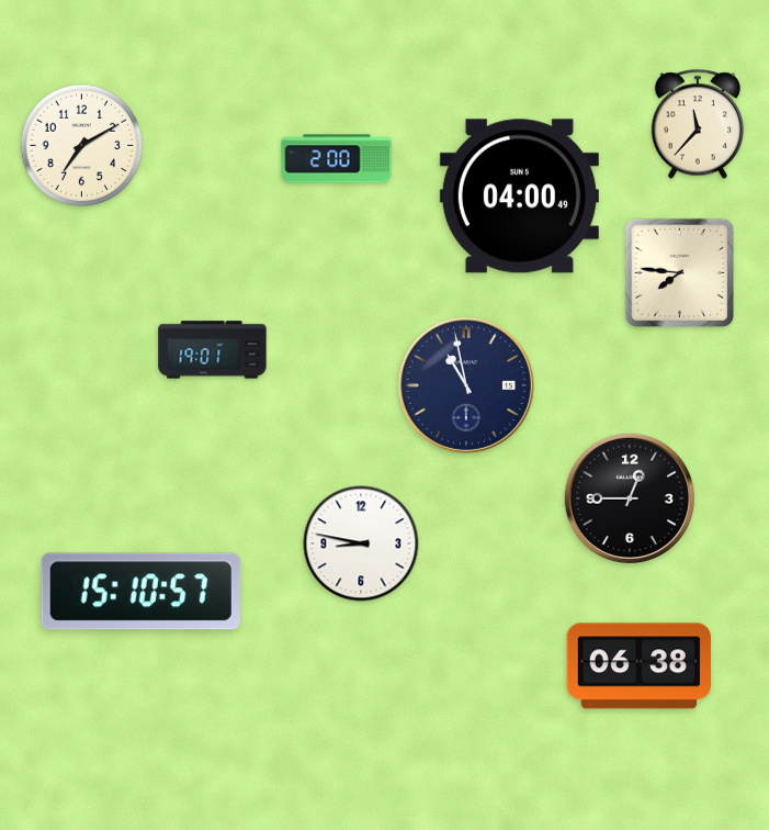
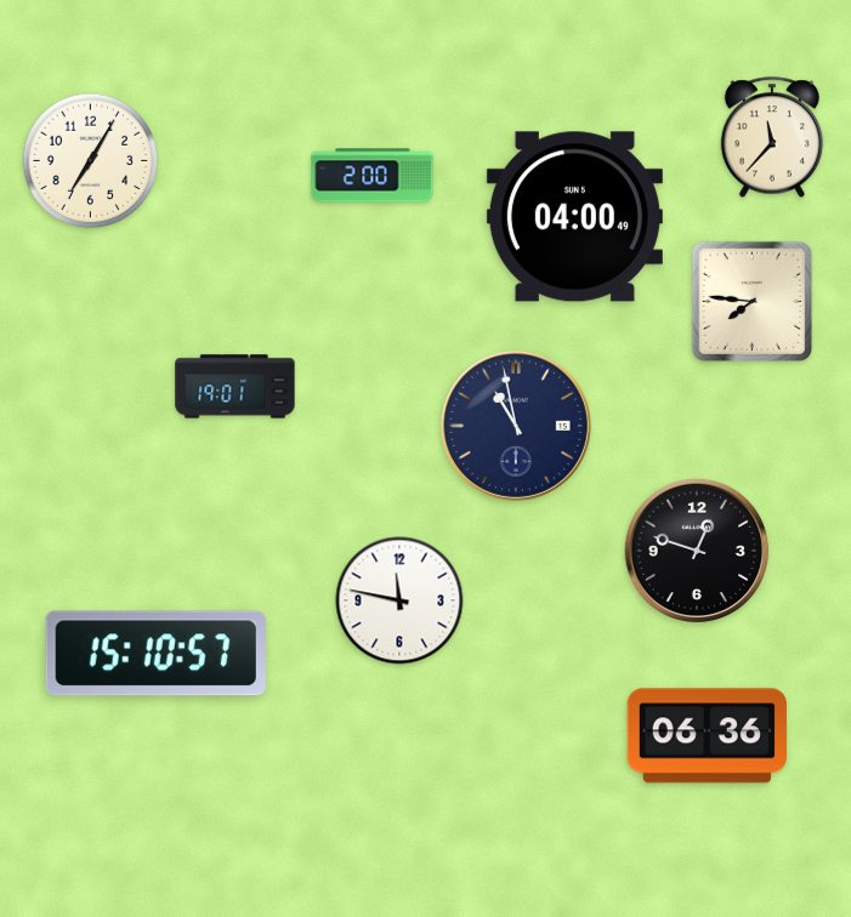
clock at (82, 146): 7:10 -> 7:05
clock at (630, 498): 12:45 -> 12:48
clock at (361, 543): 8:47 -> 11:47
clock at (638, 666): 06:38 -> 06:36
